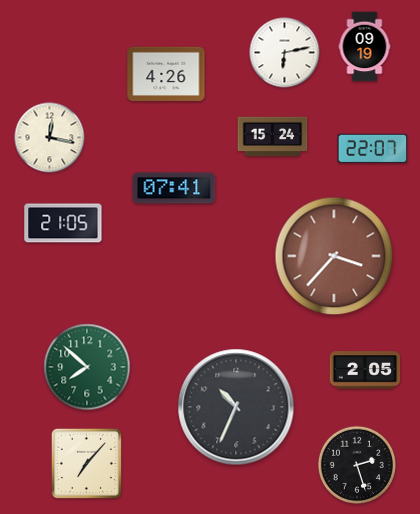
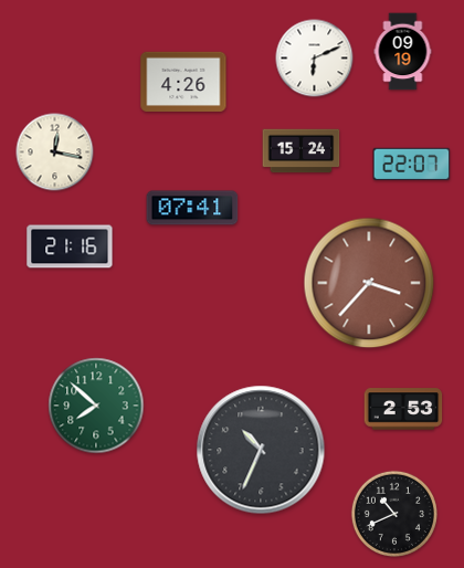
clock at (285, 53): 6:13 -> 6:11
clock at (63, 223): 21:05 -> 21:16
clock at (365, 370): 2:05 -> 2:53
clock at (86, 463): 7:07 -> none
clock at (357, 465): 2:27 -> 10:41
